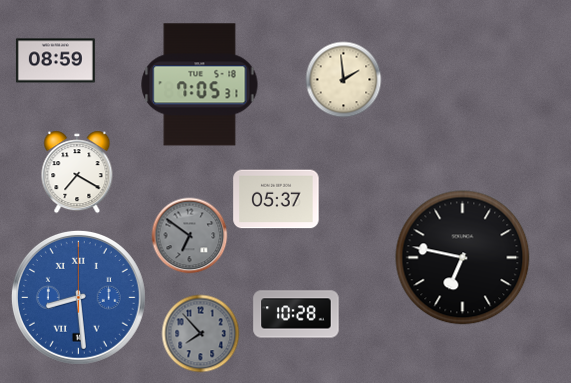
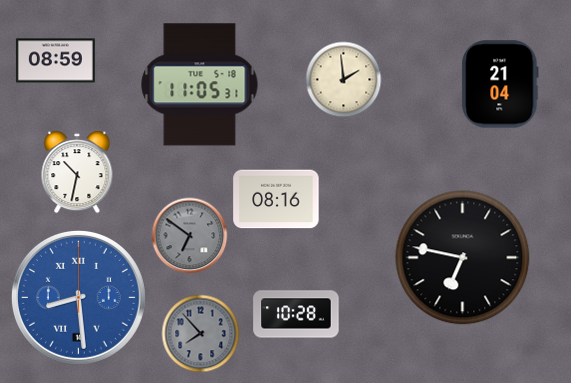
clock at (500, 84): none -> 21:04
clock at (200, 85): 7:05 -> 11:05
clock at (77, 172): 7:20 -> 10:32
clock at (276, 199): 05:37 -> 08:16
